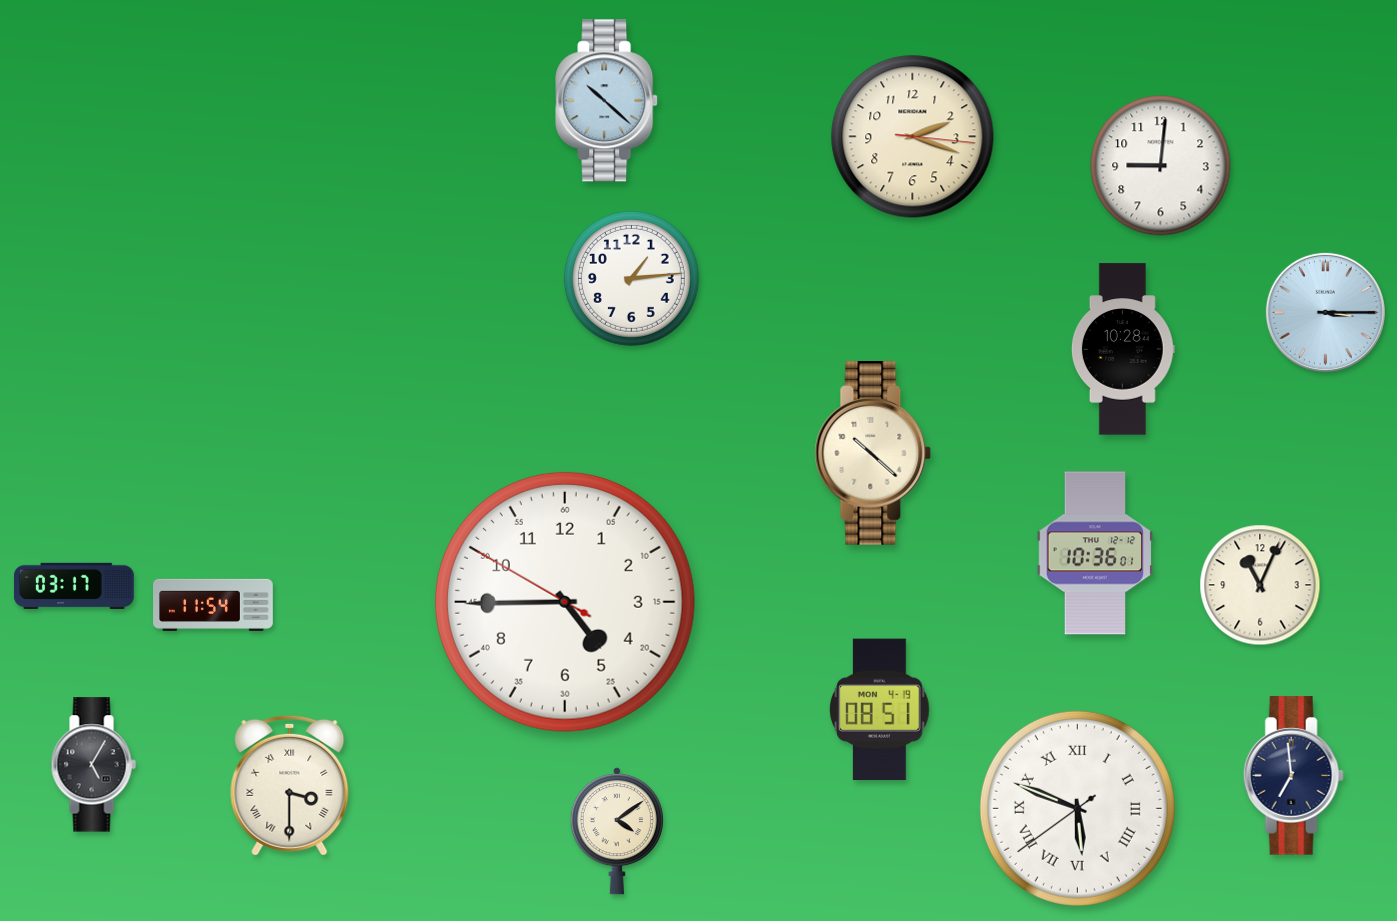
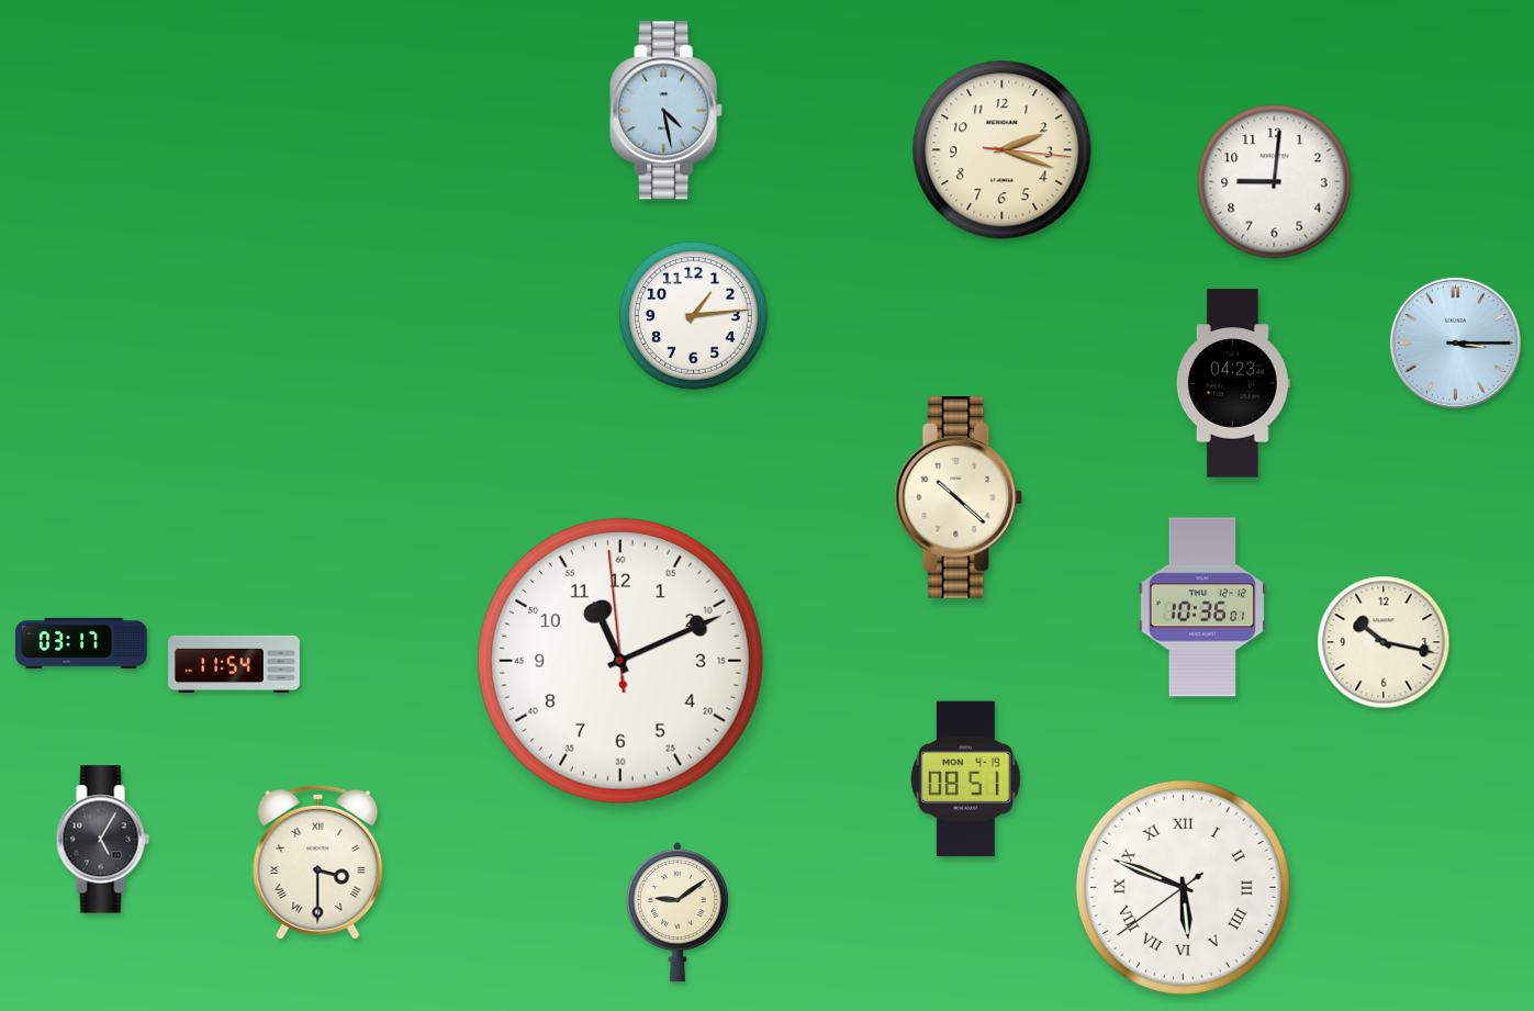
clock at (607, 101): 10:22 -> 4:28
clock at (631, 278) position: (631, 278) -> (693, 315)
clock at (1123, 349): 10:28 -> 04:23
clock at (1260, 585): 11:04 -> 10:17
clock at (565, 602): 4:44 -> 11:10
clock at (1293, 776): 6:59 -> none
clock at (617, 832): 4:09 -> 9:09
